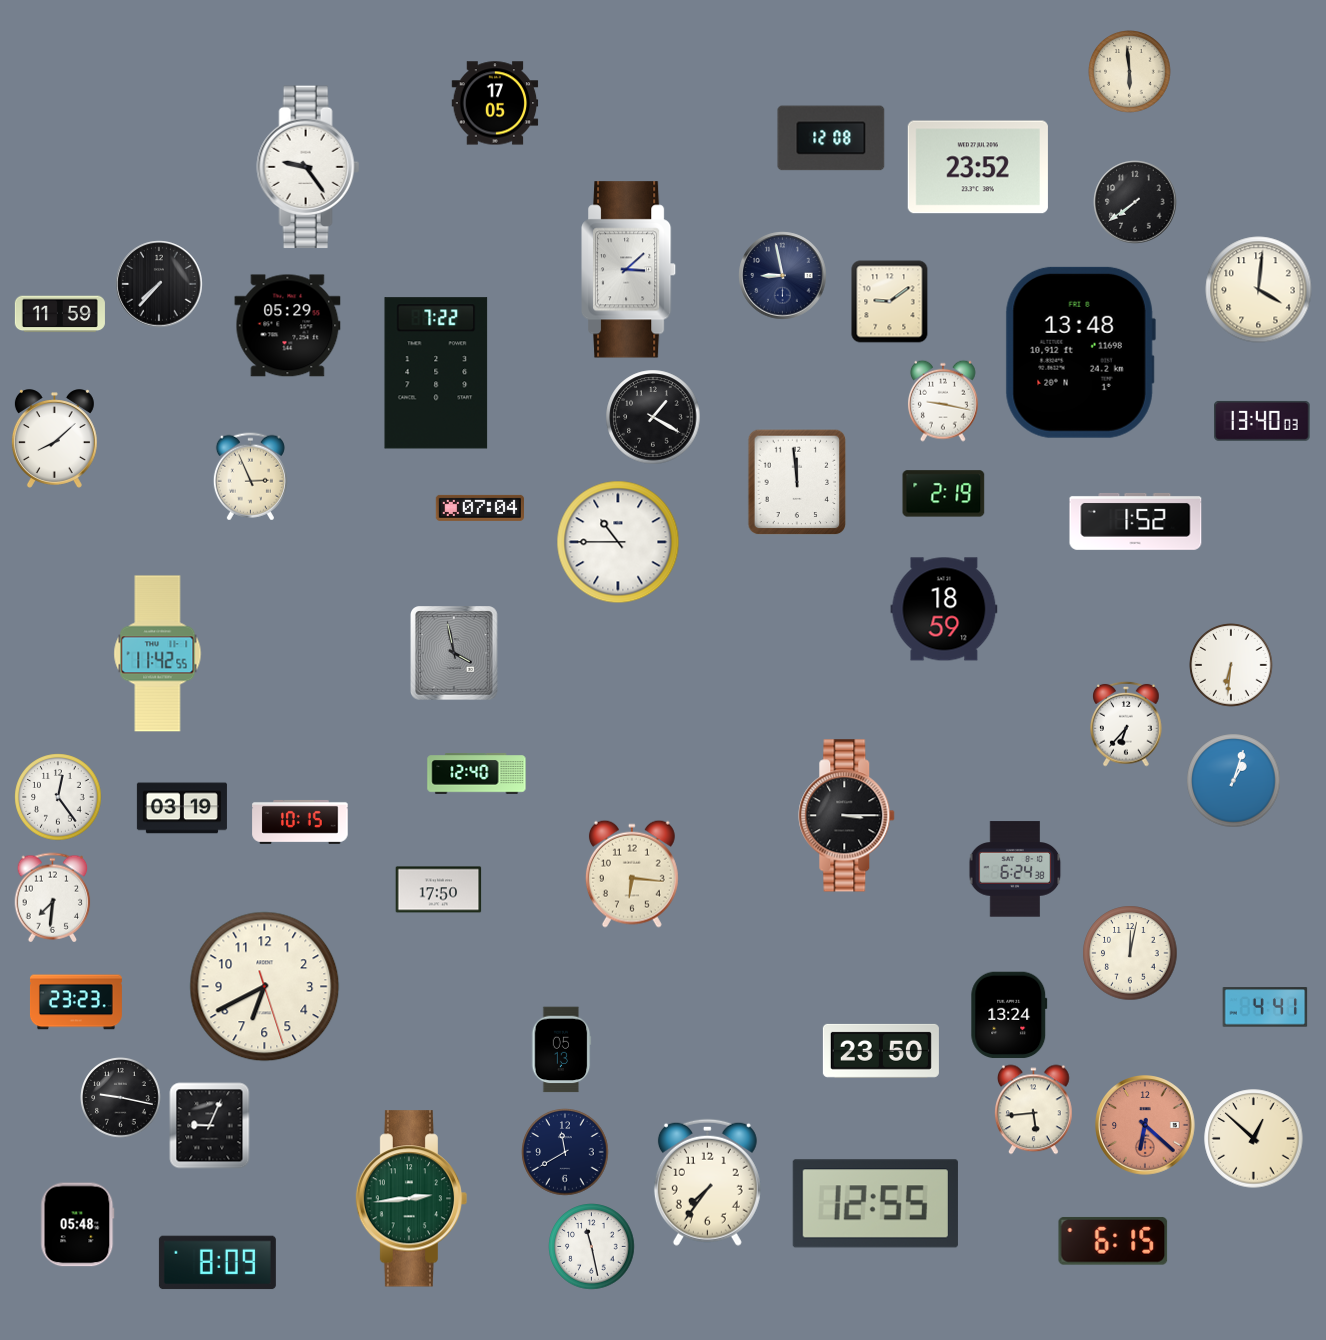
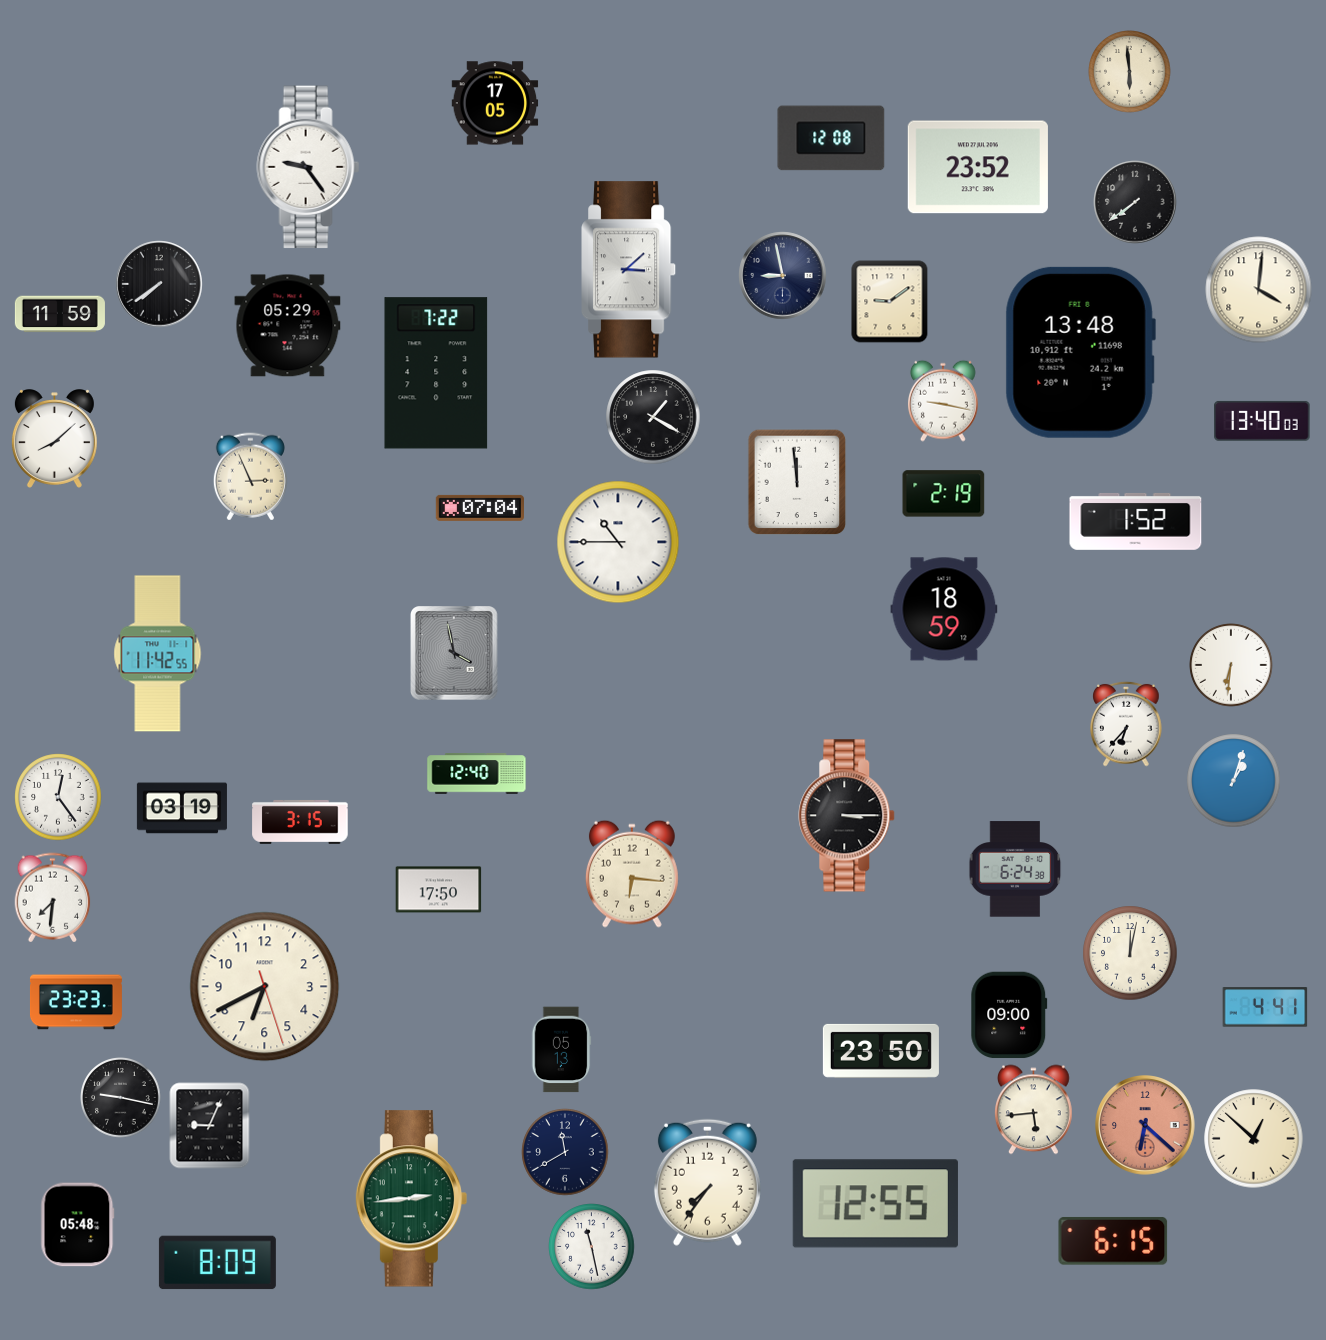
clock at (159, 284): 7:37 -> 7:39
clock at (300, 822): 10:15 -> 3:15
clock at (1009, 1015): 13:24 -> 09:00
